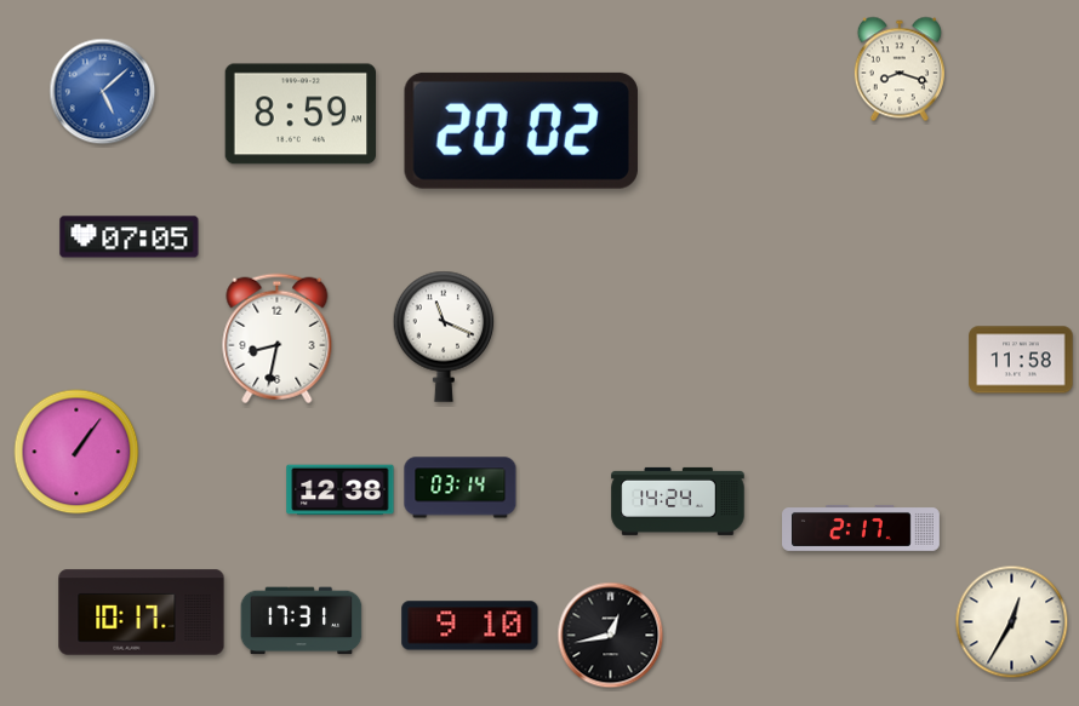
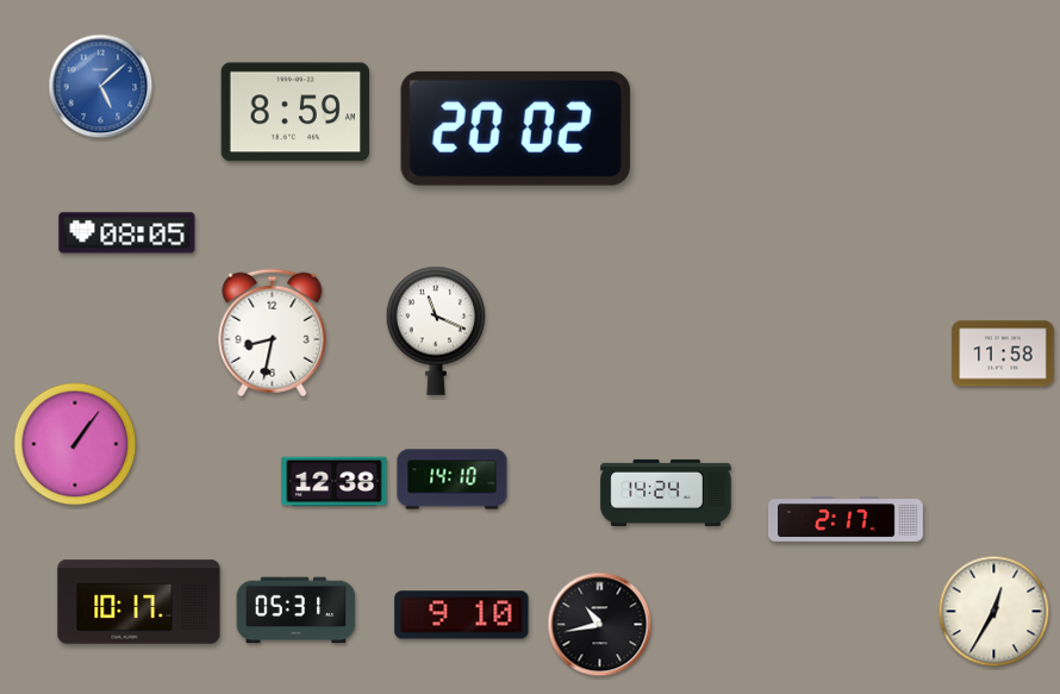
clock at (900, 69): 8:18 -> none
clock at (103, 92) position: (103, 92) -> (101, 87)
clock at (521, 131) position: (521, 131) -> (516, 129)
clock at (130, 237): 07:05 -> 08:05
clock at (461, 488): 03:14 -> 14:10
clock at (302, 621): 17:31 -> 05:31
clock at (611, 636): 12:43 -> 10:43
